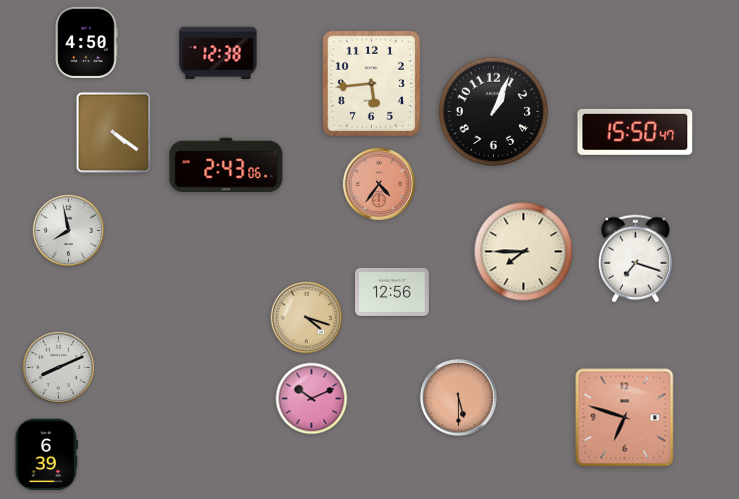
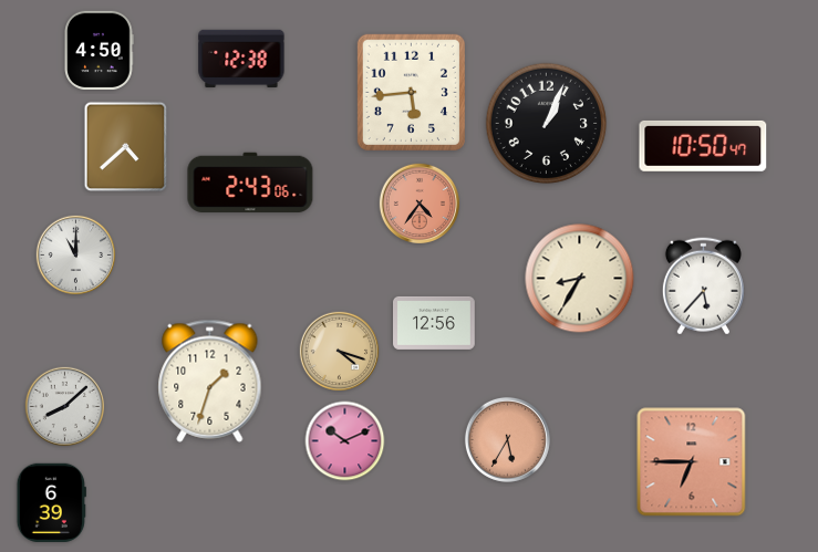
clock at (86, 42) position: (86, 42) -> (99, 50)
clock at (635, 132): 15:50 -> 10:50
clock at (114, 133): 4:21 -> 4:38
clock at (69, 231): 7:58 -> 11:00
clock at (524, 252): 7:45 -> 8:35
clock at (635, 259): 7:18 -> 5:37
clock at (210, 381): none -> 1:33
clock at (59, 368): 8:11 -> 8:08
clock at (458, 397): 5:30 -> 5:35
clock at (625, 418): 6:48 -> 6:45
